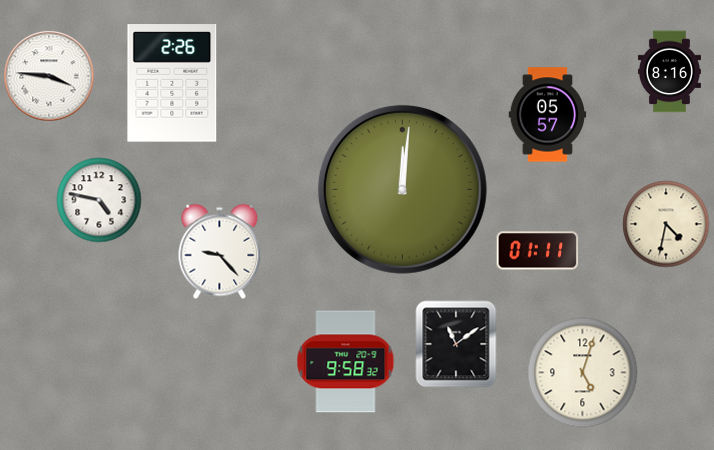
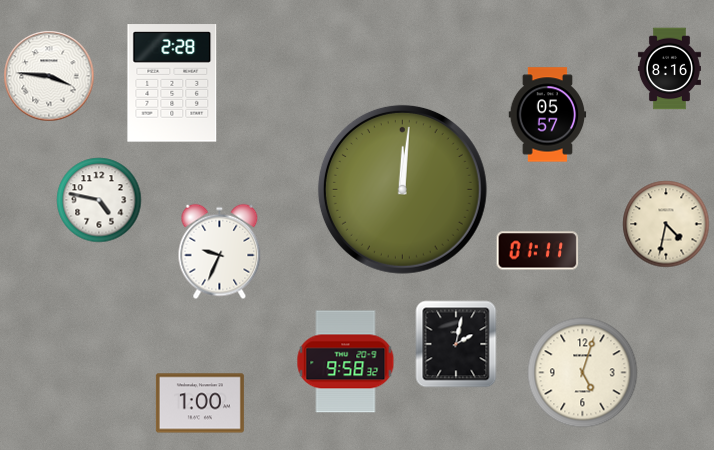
clock at (669, 72) position: (669, 72) -> (669, 69)
clock at (172, 83): 2:26 -> 2:28
clock at (220, 252): 9:23 -> 9:34
clock at (456, 344): 11:09 -> 2:02
clock at (200, 403): none -> 1:00
